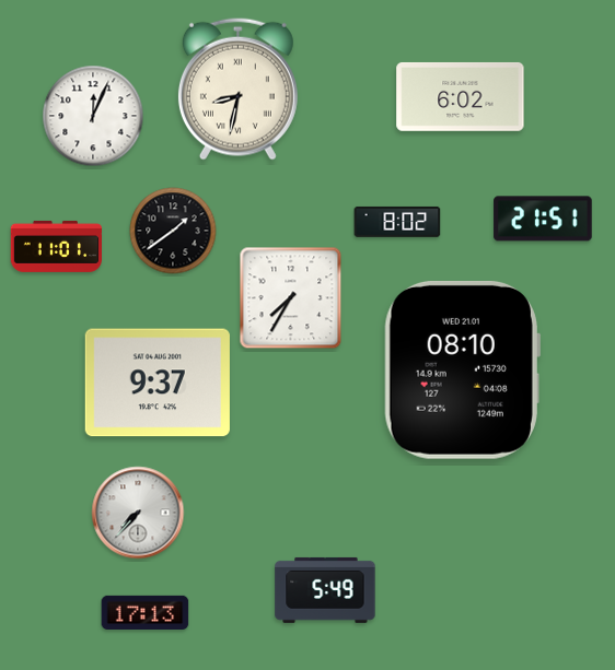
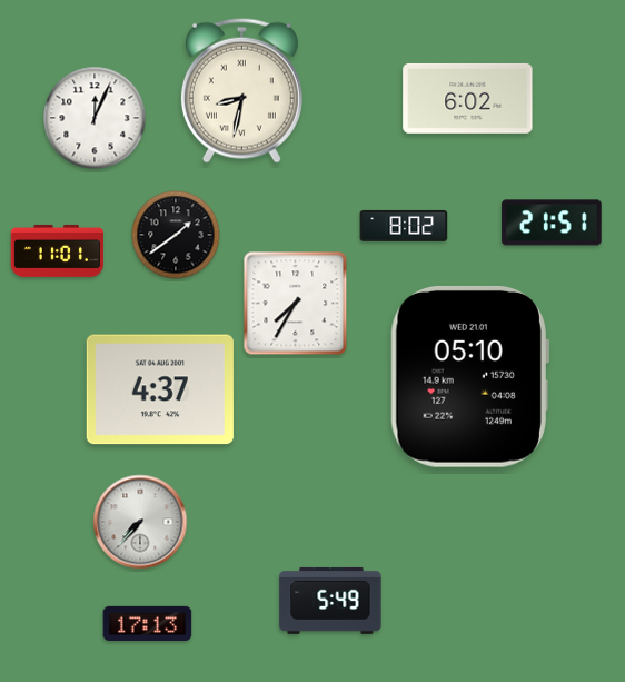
clock at (462, 369): 08:10 -> 05:10
clock at (158, 383): 9:37 -> 4:37
